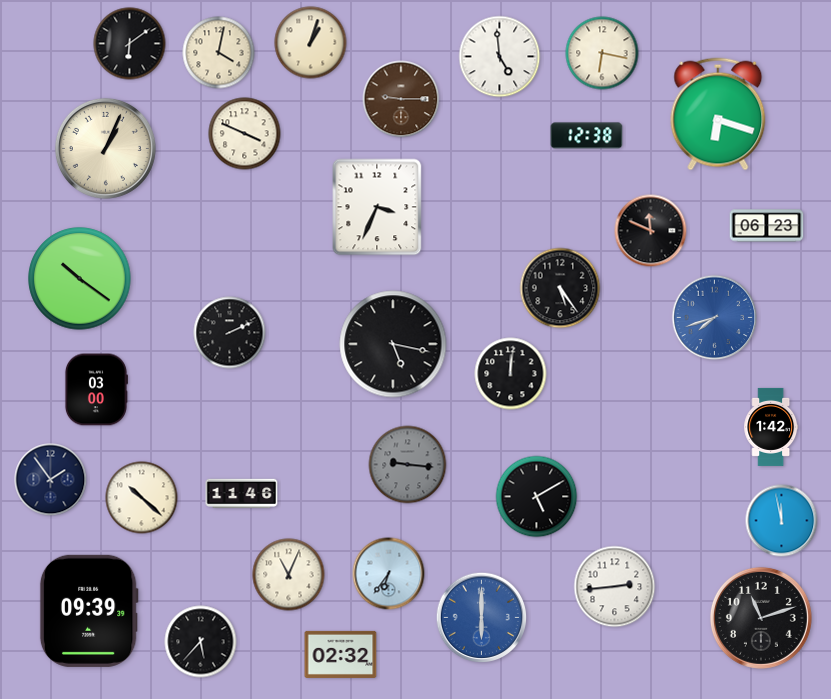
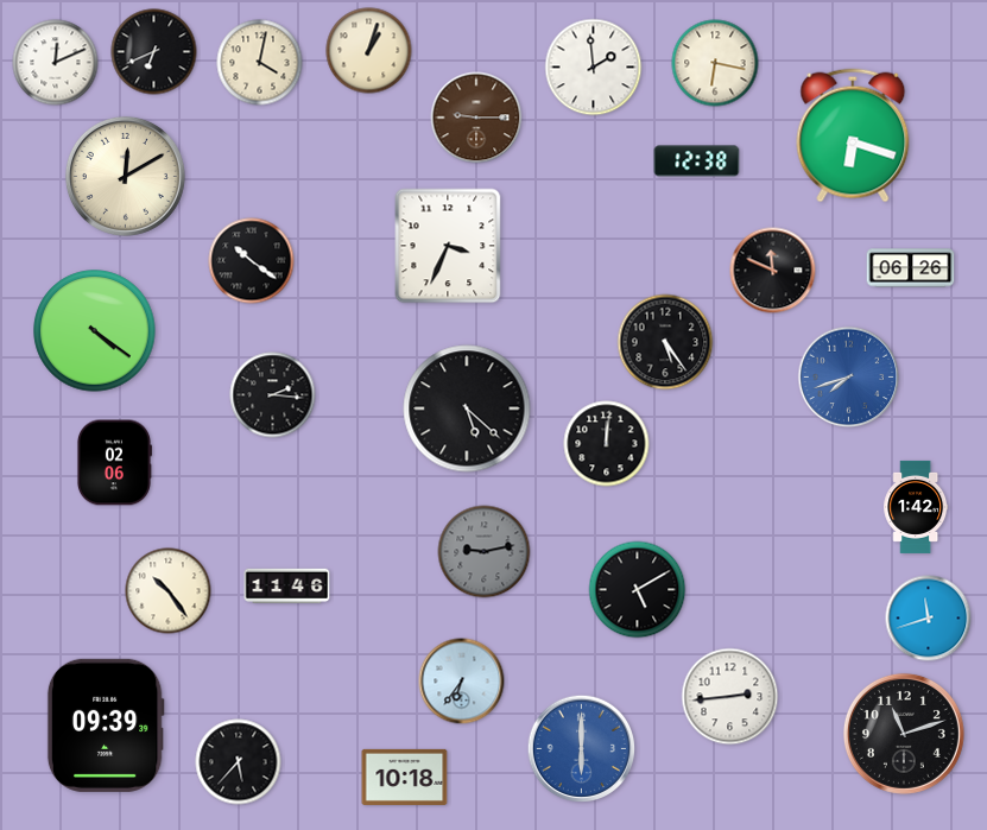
clock at (130, 44): 6:09 -> 6:41
clock at (56, 63): none -> 12:11
clock at (500, 57): 4:59 -> 1:59
clock at (245, 134): 3:49 -> none
clock at (105, 148): 1:04 -> 12:10
clock at (252, 261): none -> 10:21
clock at (767, 226): 06:23 -> 06:26
clock at (651, 231) position: (651, 231) -> (773, 271)
clock at (80, 279): 10:21 -> 4:21
clock at (230, 333): 2:11 -> 2:16
clock at (393, 344): 5:17 -> 5:22
clock at (96, 390): 03:00 -> 02:06
clock at (408, 465): 9:16 -> 9:13
clock at (51, 480): 1:54 -> none
clock at (142, 498): 10:22 -> 10:24
clock at (782, 521): 11:58 -> 11:42
clock at (289, 575): 11:04 -> none
clock at (482, 618) position: (482, 618) -> (582, 749)
clock at (341, 654): 02:32 -> 10:18
